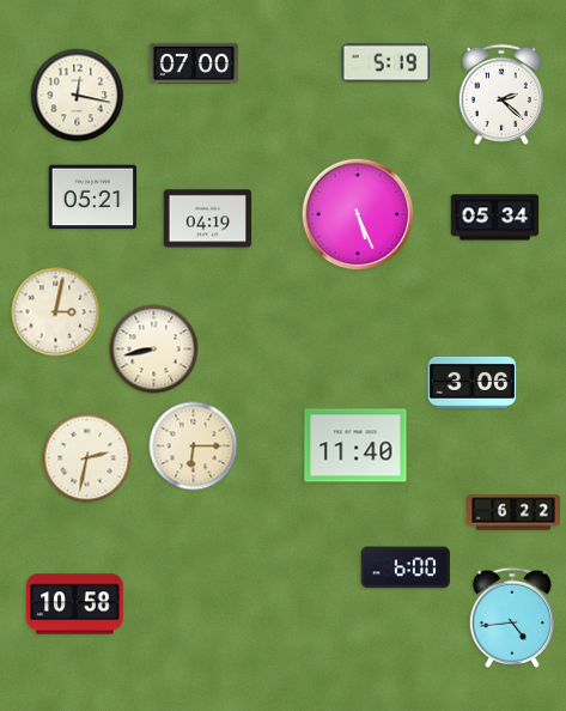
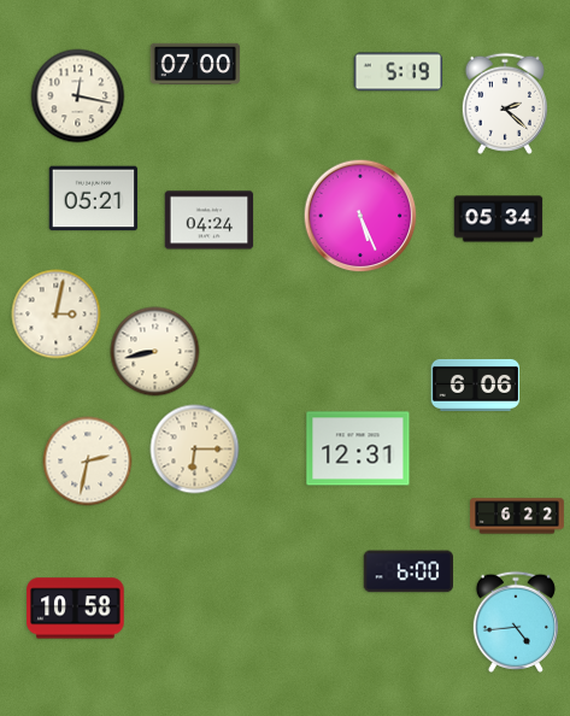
clock at (387, 63) position: (387, 63) -> (399, 72)
clock at (501, 95) position: (501, 95) -> (505, 104)
clock at (208, 219): 04:19 -> 04:24
clock at (473, 382): 3:06 -> 6:06
clock at (355, 445): 11:40 -> 12:31
